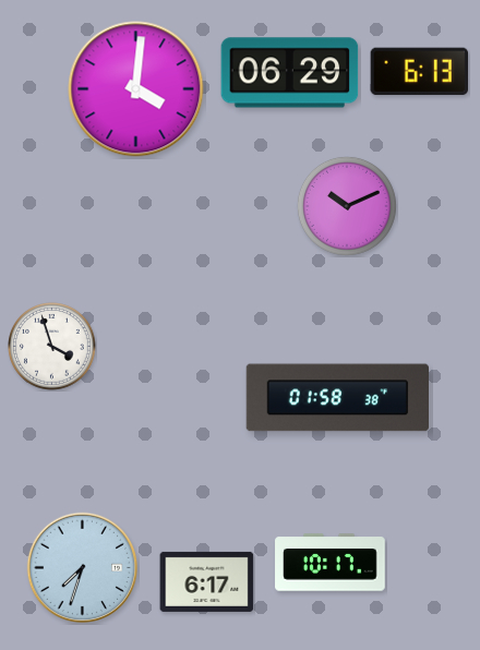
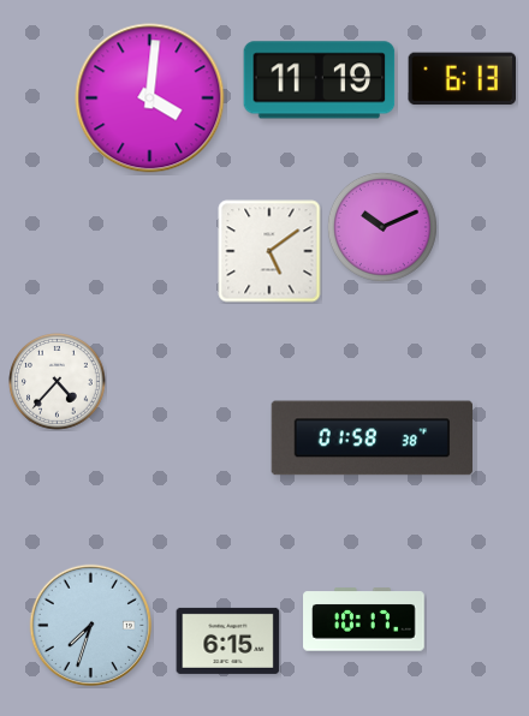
clock at (290, 73): 06:29 -> 11:19
clock at (269, 251): none -> 5:09
clock at (52, 347): 3:57 -> 4:37
clock at (207, 581): 6:17 -> 6:15
